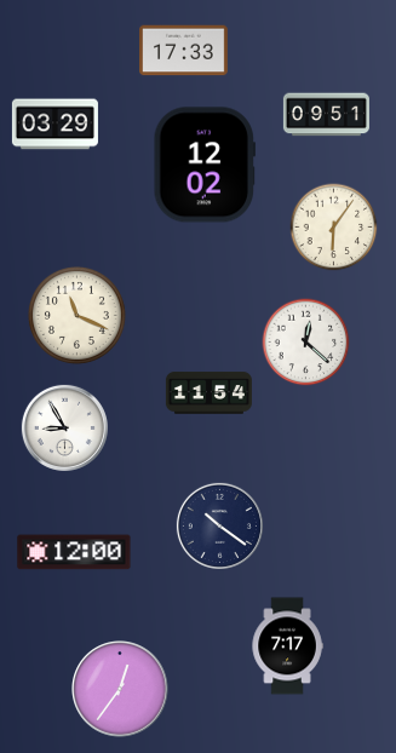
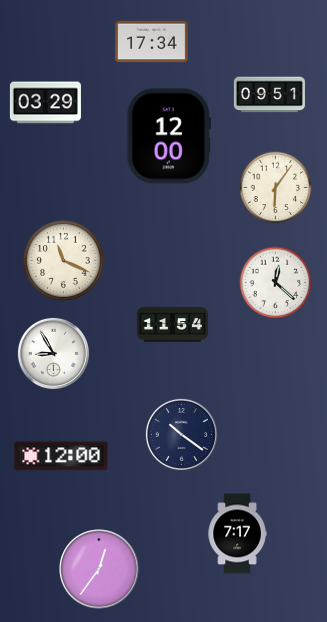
clock at (184, 51): 17:33 -> 17:34
clock at (205, 165): 12:02 -> 12:00
clock at (306, 343) position: (306, 343) -> (276, 283)
